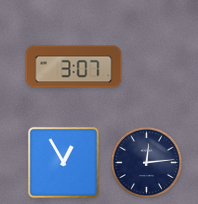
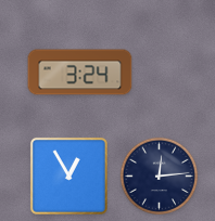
clock at (74, 67): 3:07 -> 3:24
